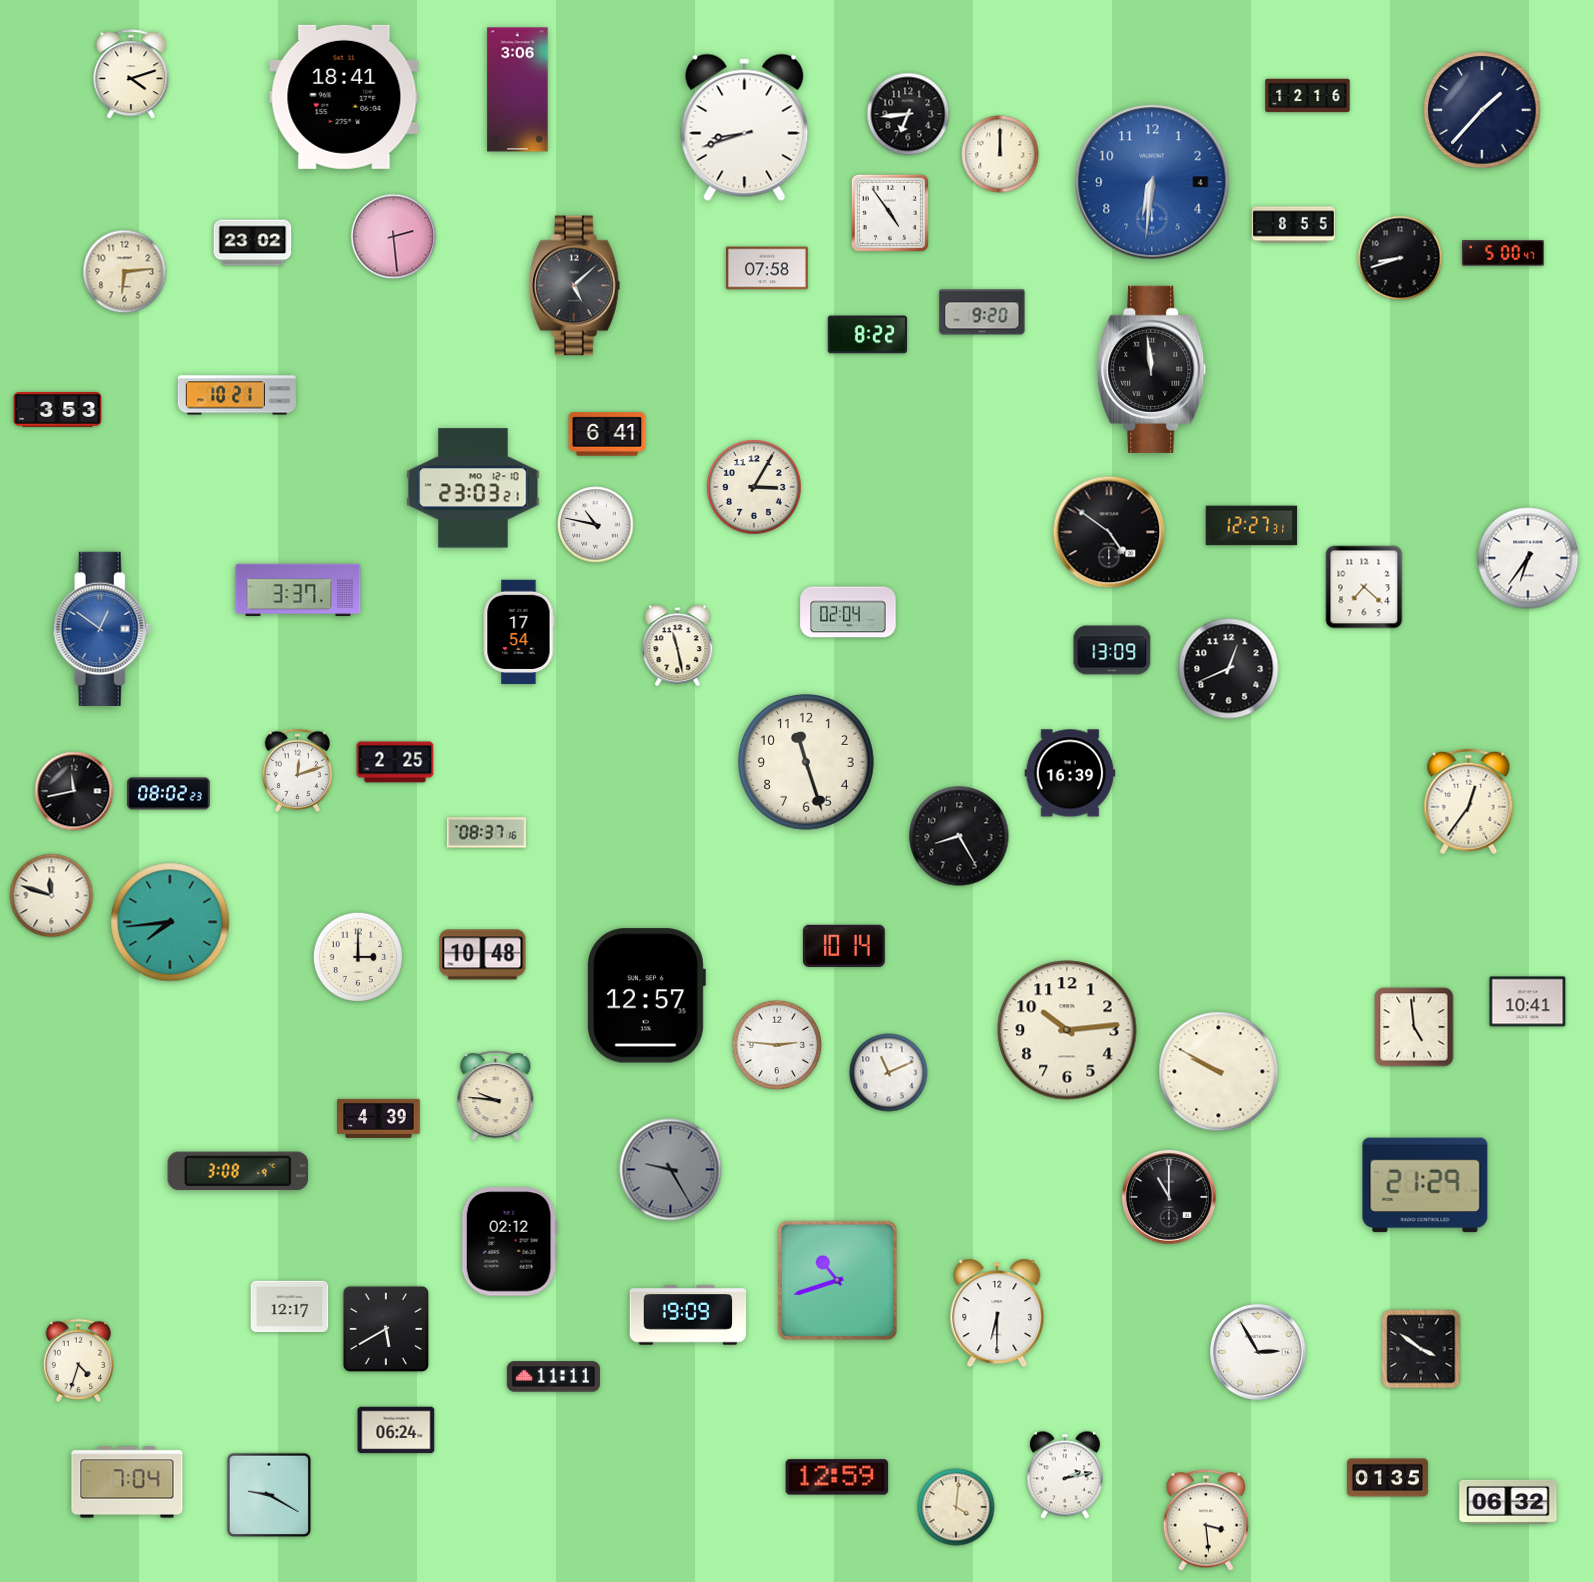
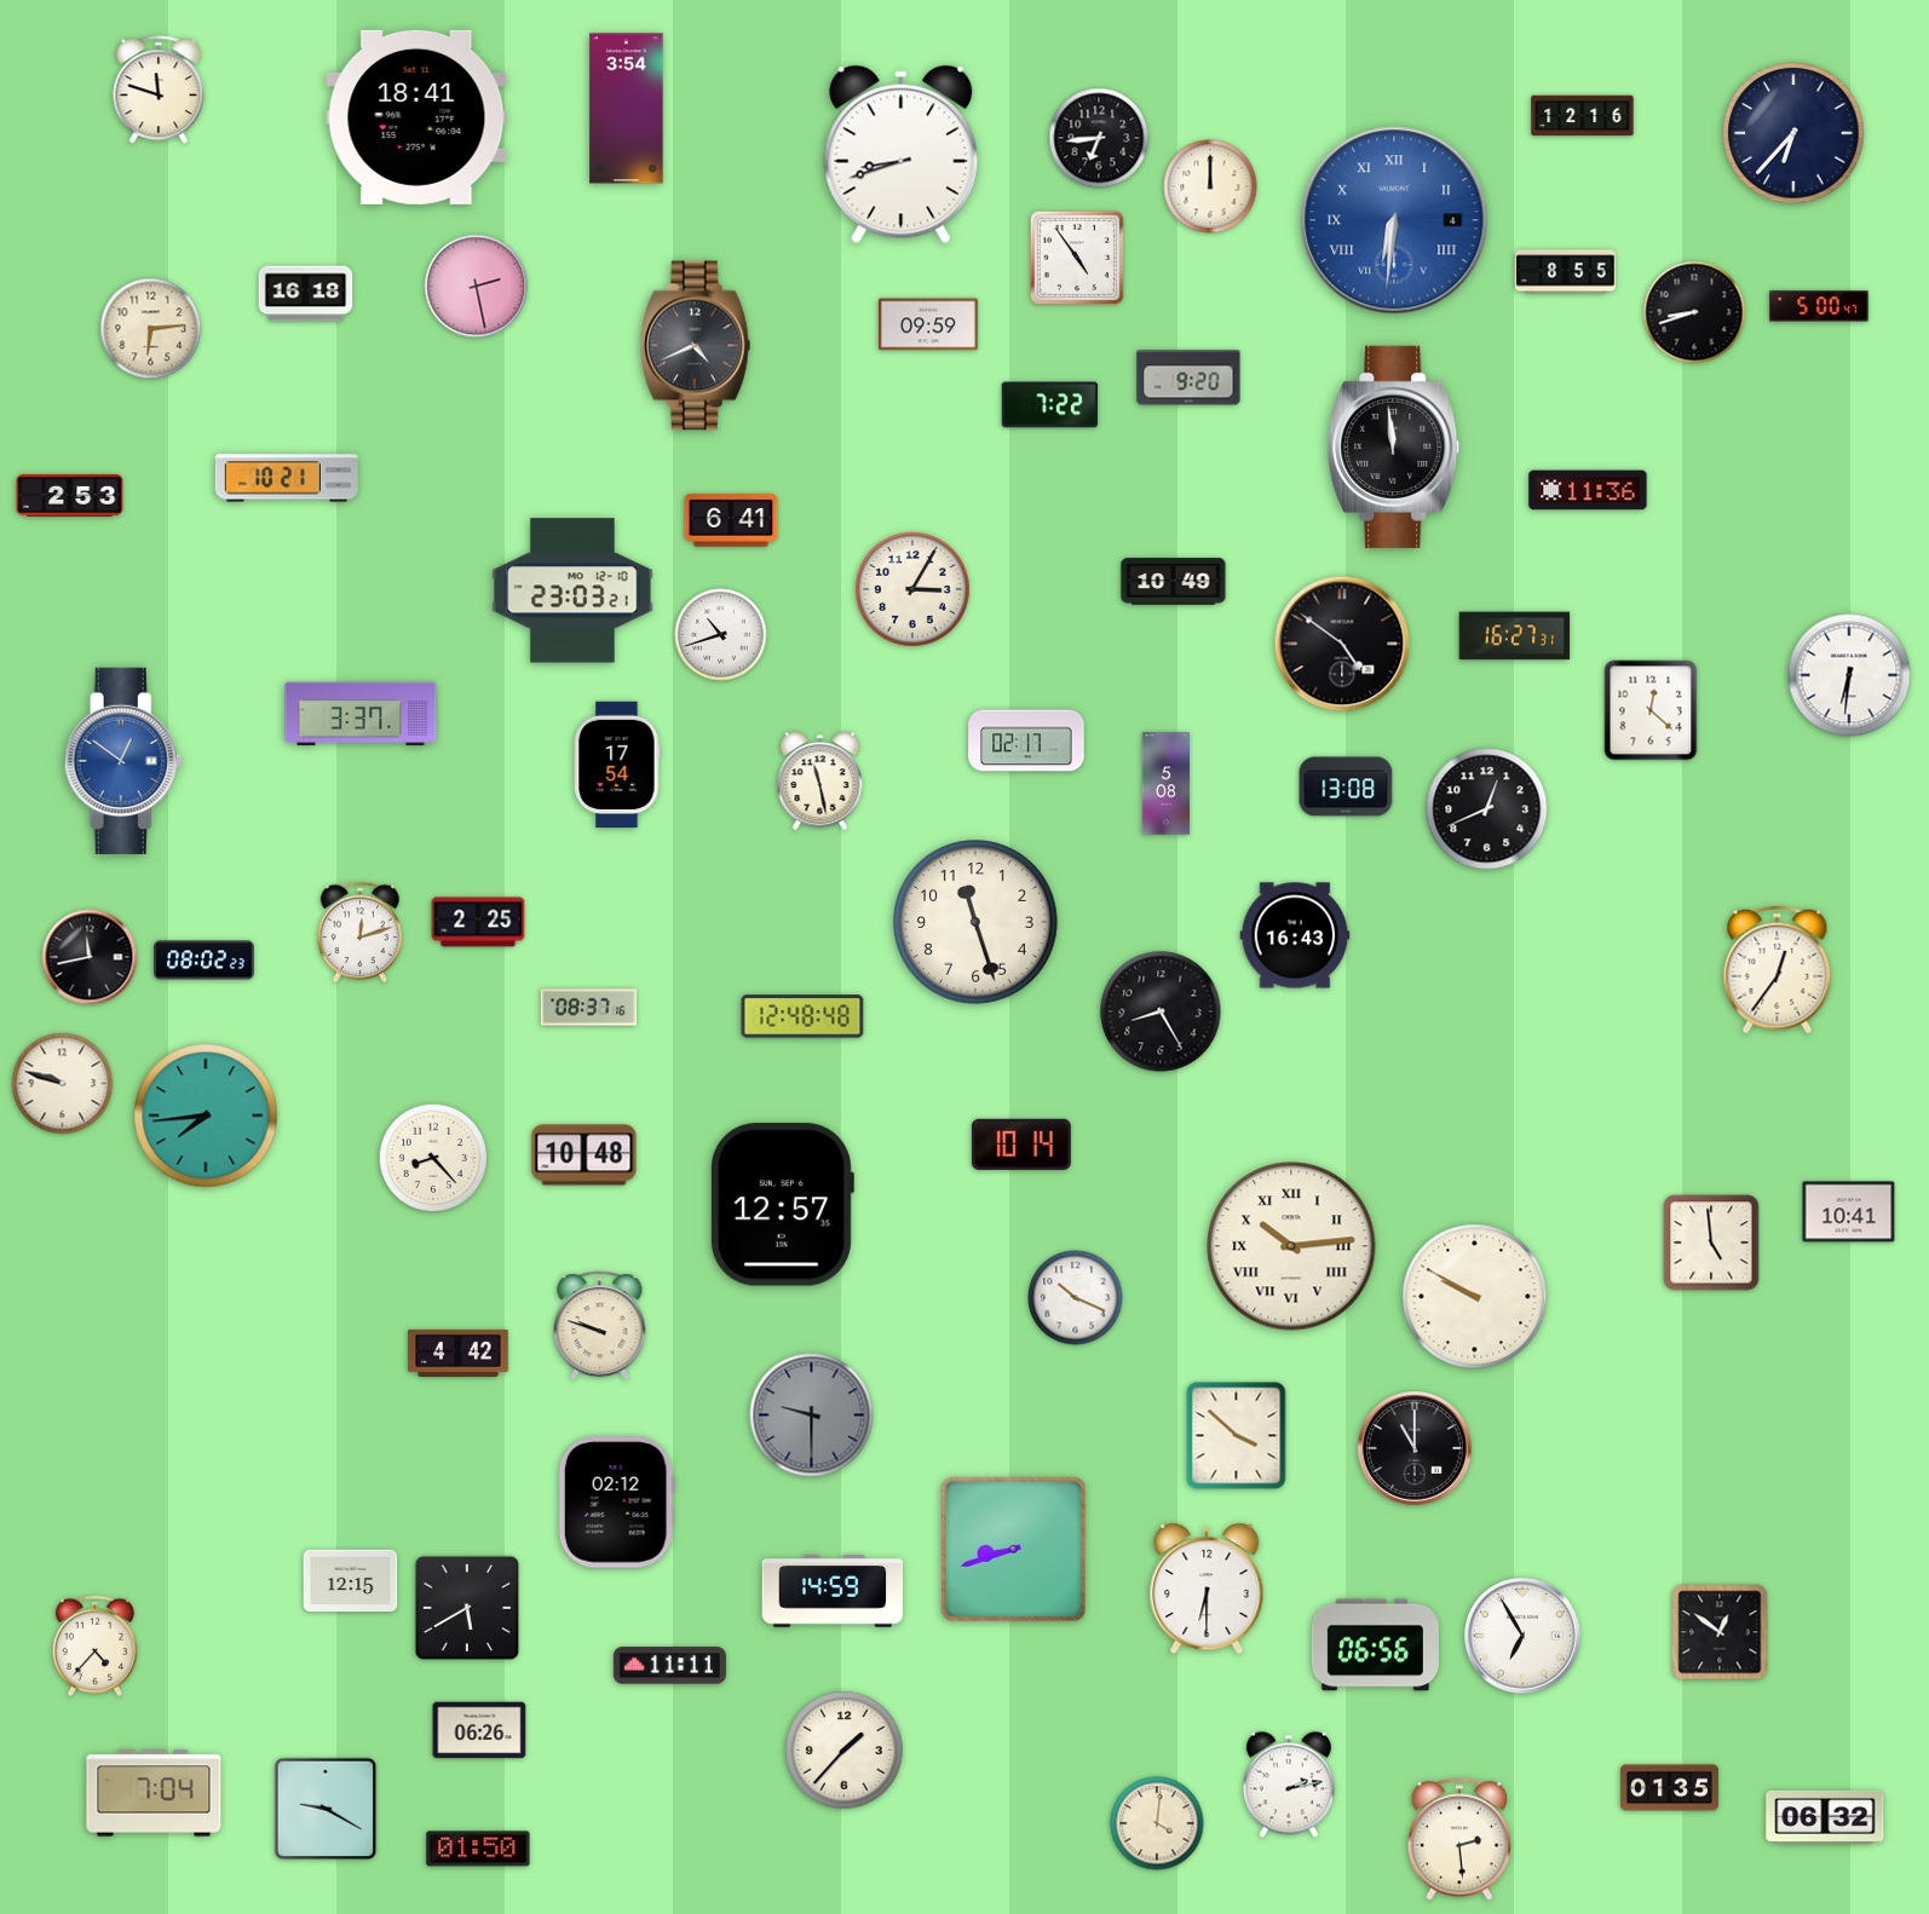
clock at (131, 75): 4:12 -> 11:48
clock at (518, 90): 3:06 -> 3:54
clock at (1482, 110): 1:37 -> 6:37
clock at (1152, 182) numerals: Arabic -> Roman
clock at (394, 237): 2:29 -> 2:28
clock at (253, 243): 23:02 -> 16:18
clock at (767, 268): 07:58 -> 09:59
clock at (574, 286): 5:08 -> 4:41
clock at (868, 335): 8:22 -> 7:22
clock at (1588, 490): none -> 11:36
clock at (58, 410): 3:53 -> 2:53
clock at (607, 434) position: (607, 434) -> (731, 520)
clock at (1174, 582): none -> 10:49
clock at (596, 525): 10:47 -> 10:42
clock at (1252, 526): 12:27 -> 16:27
clock at (1528, 558): 6:36 -> 6:31
clock at (1364, 587): 7:22 -> 12:22
clock at (848, 612): 02:04 -> 02:17
clock at (519, 632) position: (519, 632) -> (617, 765)
clock at (1165, 784): none -> 5:08
clock at (1112, 650): 13:09 -> 13:08
clock at (1070, 773): 16:39 -> 16:43
clock at (802, 1016): none -> 12:48
clock at (52, 896): 11:48 -> 9:48
clock at (358, 957): 3:00 -> 8:23
clock at (1067, 1030) numerals: Arabic -> Roman
clock at (777, 1045): 2:46 -> none
clock at (889, 1073): 11:11 -> 10:19
clock at (496, 1096): 9:46 -> 9:48
clock at (379, 1118): 4:39 -> 4:42
clock at (671, 1170): 9:25 -> 9:30
clock at (238, 1171): 3:08 -> none
clock at (1425, 1185): 21:29 -> none
clock at (1237, 1436): none -> 3:52
clock at (837, 1280): 10:42 -> 8:42
clock at (290, 1307): 12:17 -> 12:15
clock at (688, 1315): 19:09 -> 14:59
clock at (1421, 1349): 3:51 -> 12:51
clock at (1258, 1352): 2:55 -> 6:55
clock at (79, 1360): 4:33 -> 4:37
clock at (1375, 1645): none -> 06:56
clock at (396, 1430): 06:24 -> 06:26
clock at (845, 1751): none -> 1:37
clock at (837, 1477): 12:59 -> none
clock at (1387, 1478) position: (1387, 1478) -> (1669, 1788)
clock at (1205, 1520): 3:29 -> 2:29
clock at (478, 1849): none -> 01:50
